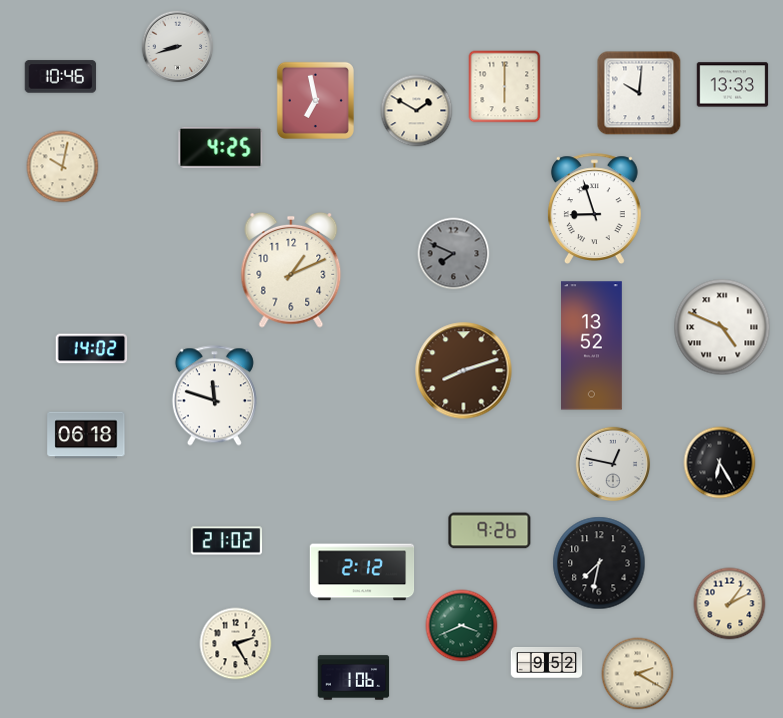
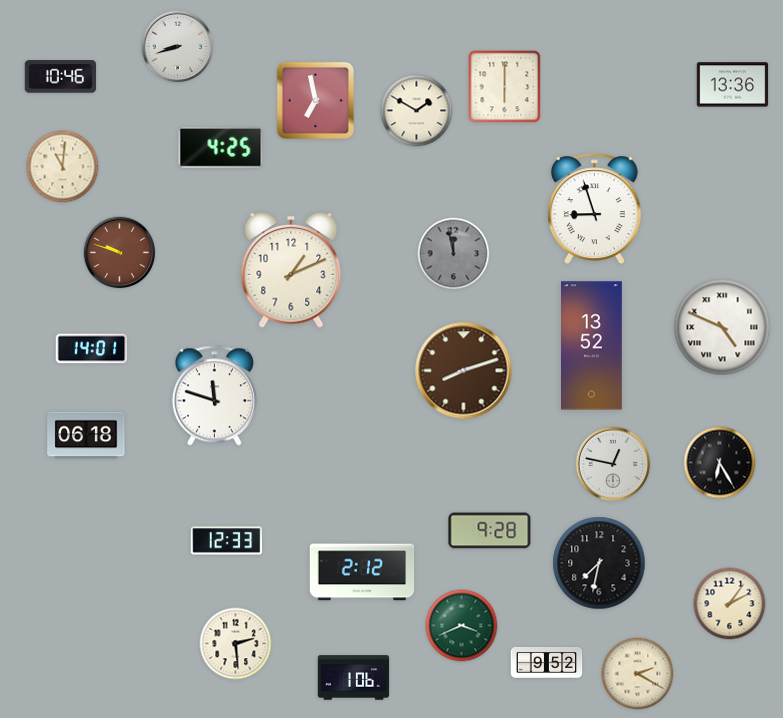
clock at (733, 85): 13:33 -> 13:36
clock at (639, 93): 10:01 -> none
clock at (63, 167): 10:02 -> 11:01
clock at (120, 253): none -> 9:48
clock at (454, 254): 7:49 -> 11:58
clock at (92, 349): 14:02 -> 14:01
clock at (490, 531): 9:26 -> 9:28
clock at (227, 541): 21:02 -> 12:33
clock at (236, 644): 2:25 -> 2:29
